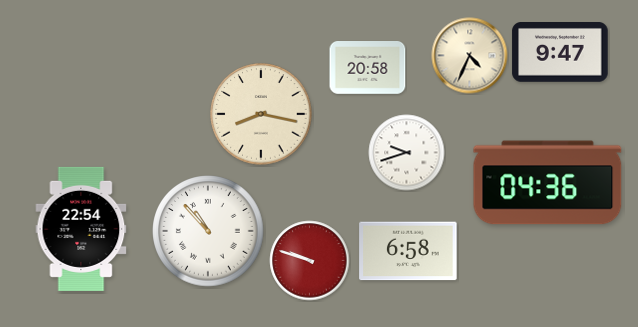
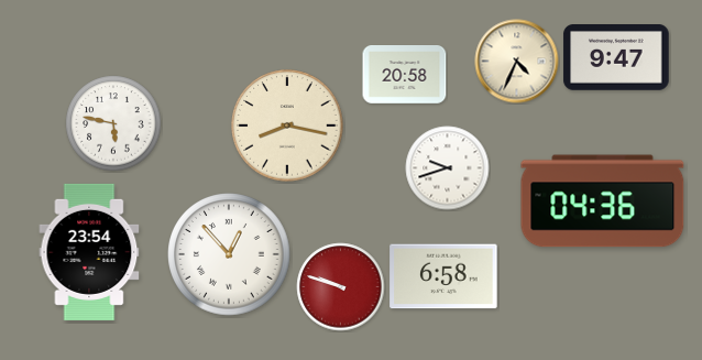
clock at (113, 123): none -> 5:47
clock at (81, 229): 22:54 -> 23:54
clock at (208, 231): 10:53 -> 12:53
clock at (408, 251) position: (408, 251) -> (443, 276)
